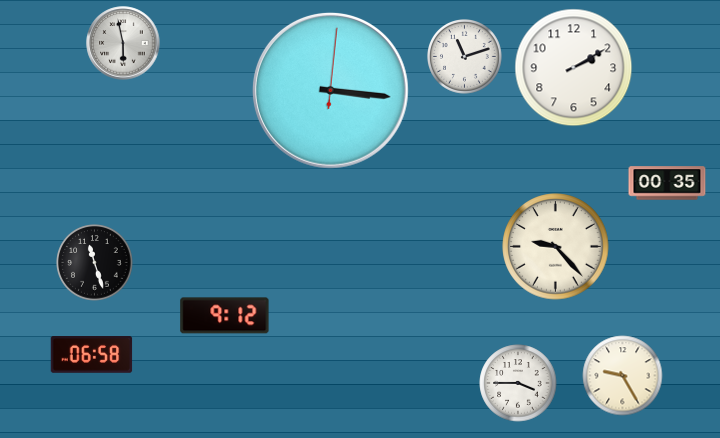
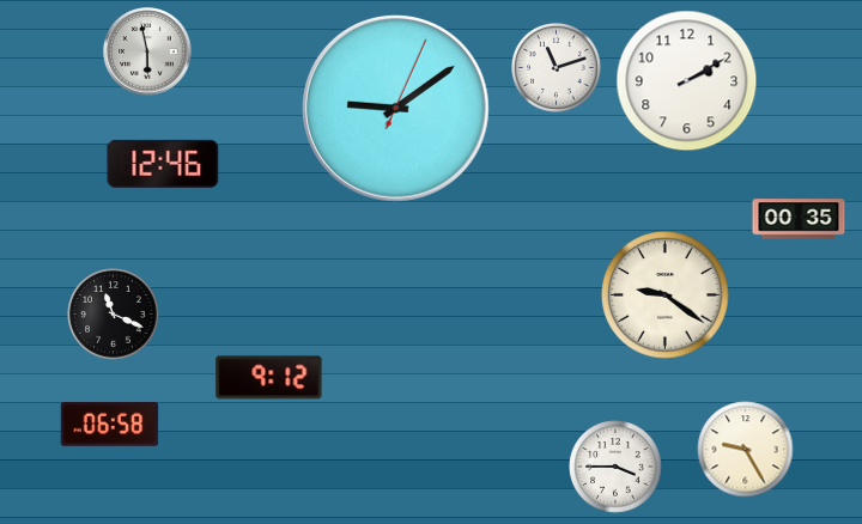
clock at (330, 90): 3:16 -> 9:09
clock at (163, 164): none -> 12:46
clock at (556, 247): 9:23 -> 9:21
clock at (95, 263): 11:27 -> 11:19
clock at (518, 383) position: (518, 383) -> (615, 467)
